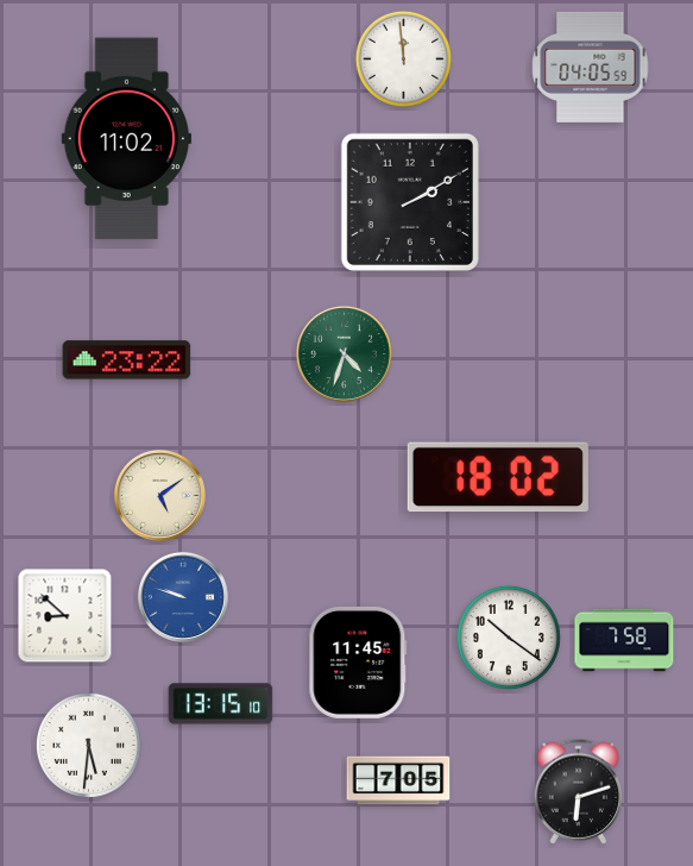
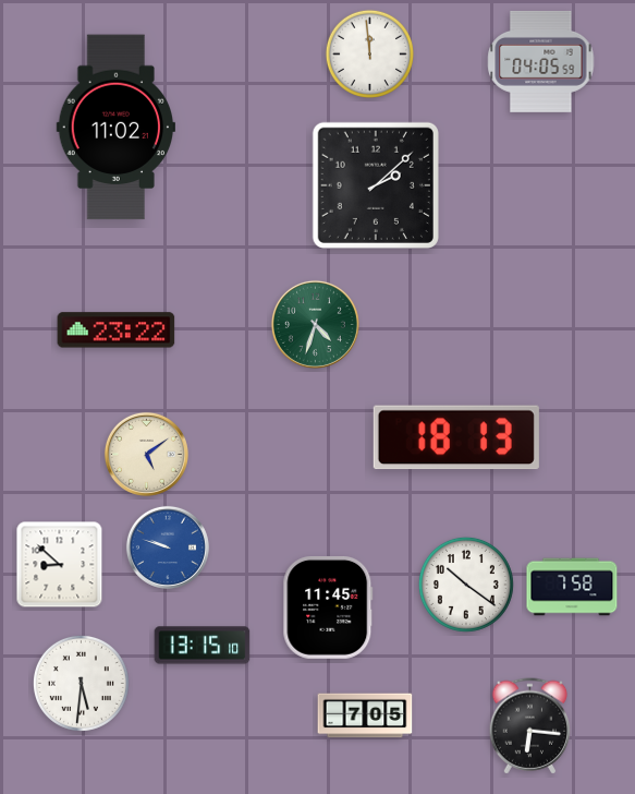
clock at (410, 202): 2:10 -> 2:08
clock at (498, 477): 18:02 -> 18:13
clock at (579, 792): 6:12 -> 6:16
